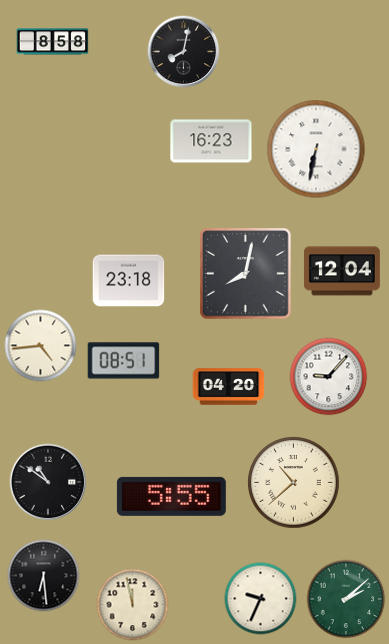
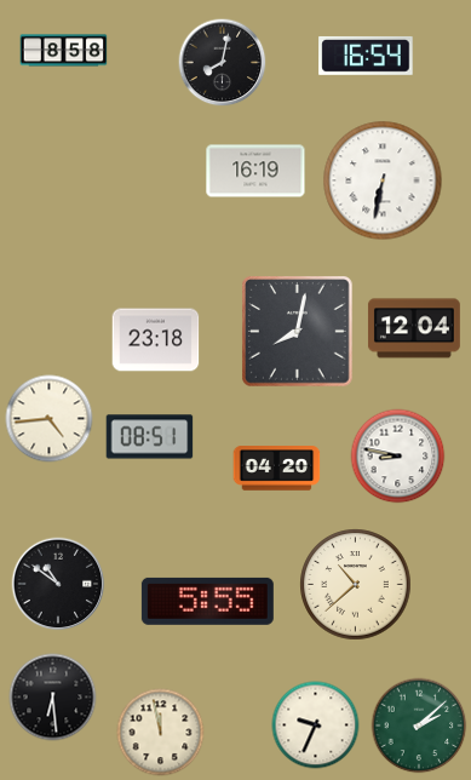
clock at (366, 56): none -> 16:54
clock at (211, 141): 16:23 -> 16:19
clock at (329, 377): 9:07 -> 8:47
